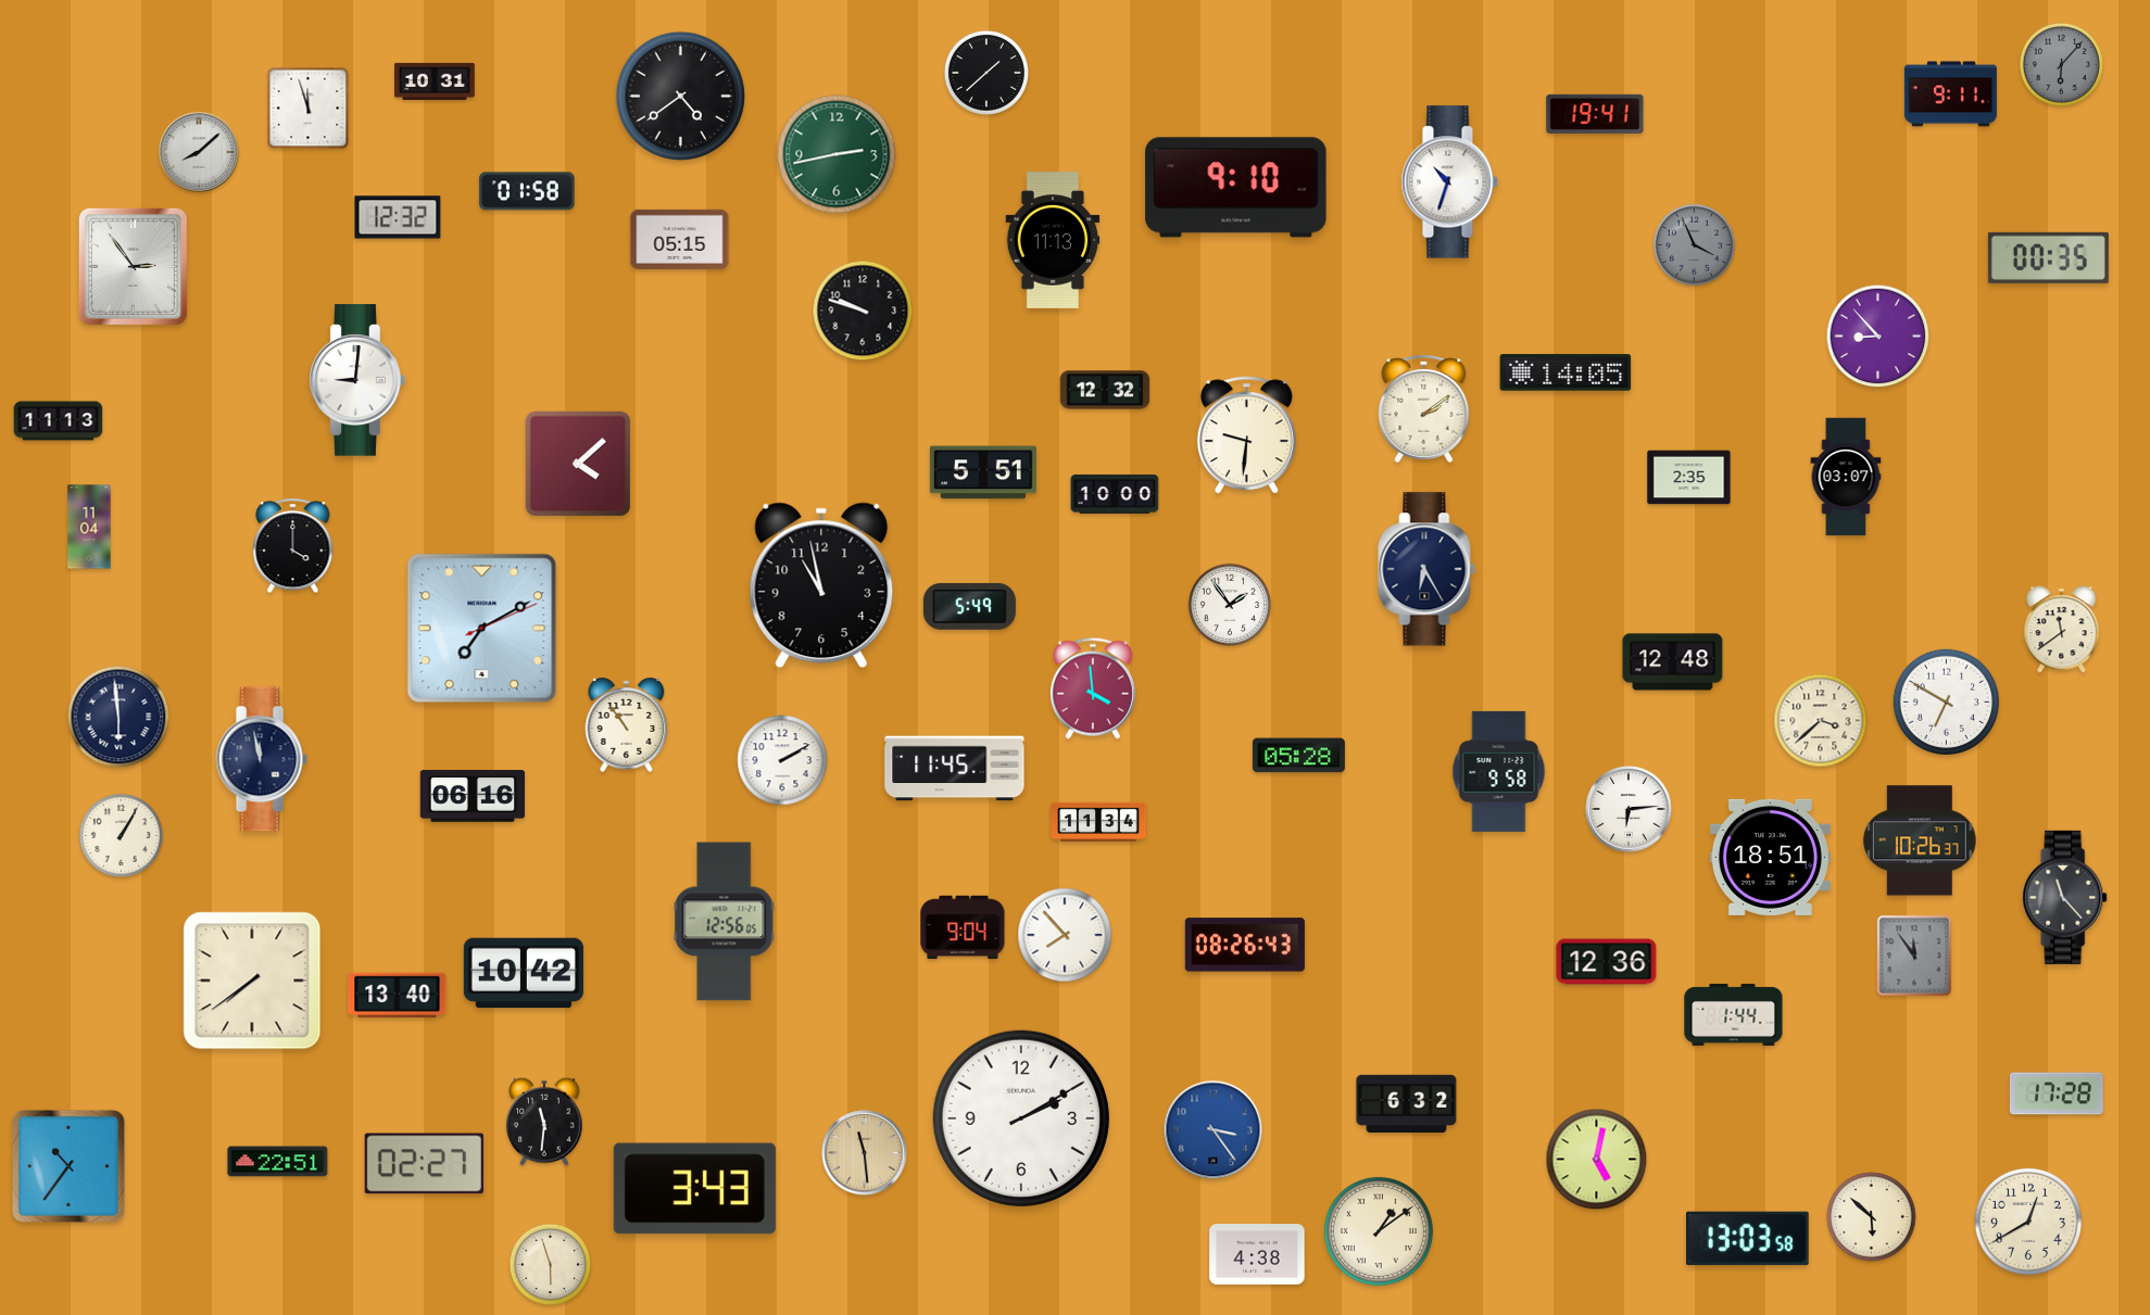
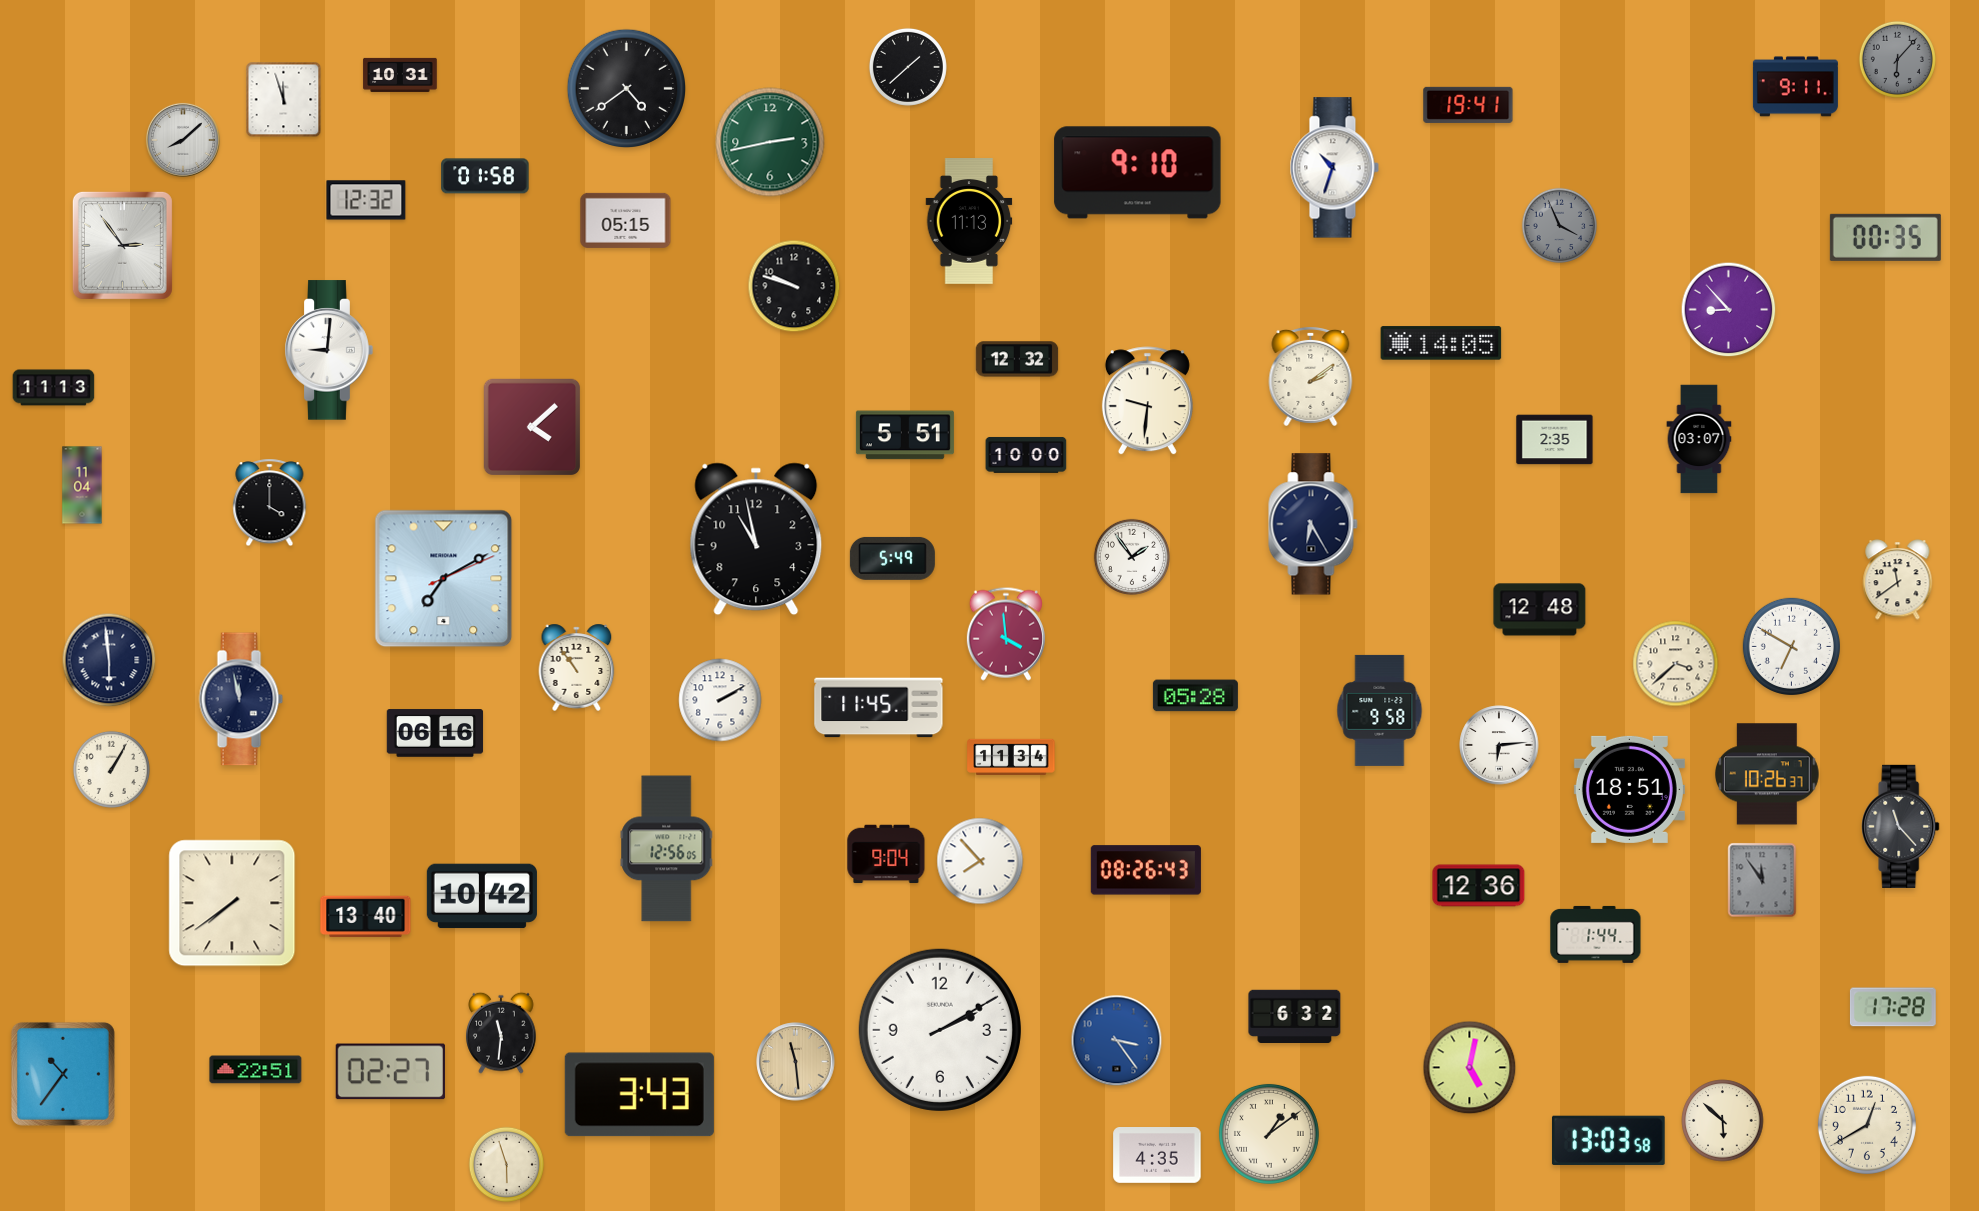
clock at (1257, 1255): 4:38 -> 4:35
